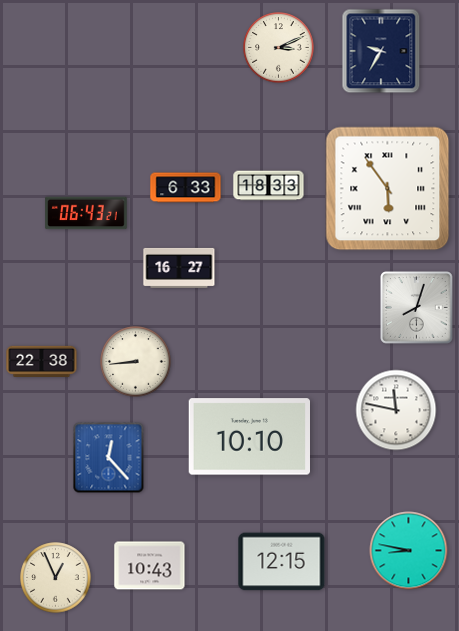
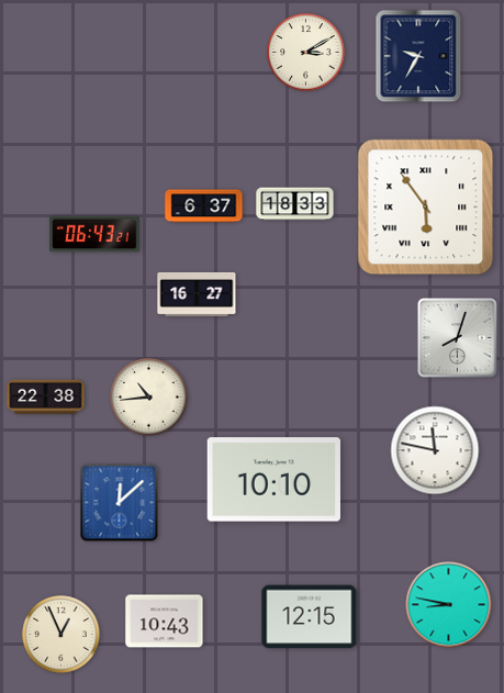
clock at (279, 48): 3:11 -> 3:10
clock at (186, 188): 6:33 -> 6:37
clock at (136, 362): 8:44 -> 10:44
clock at (109, 458): 12:23 -> 12:08
